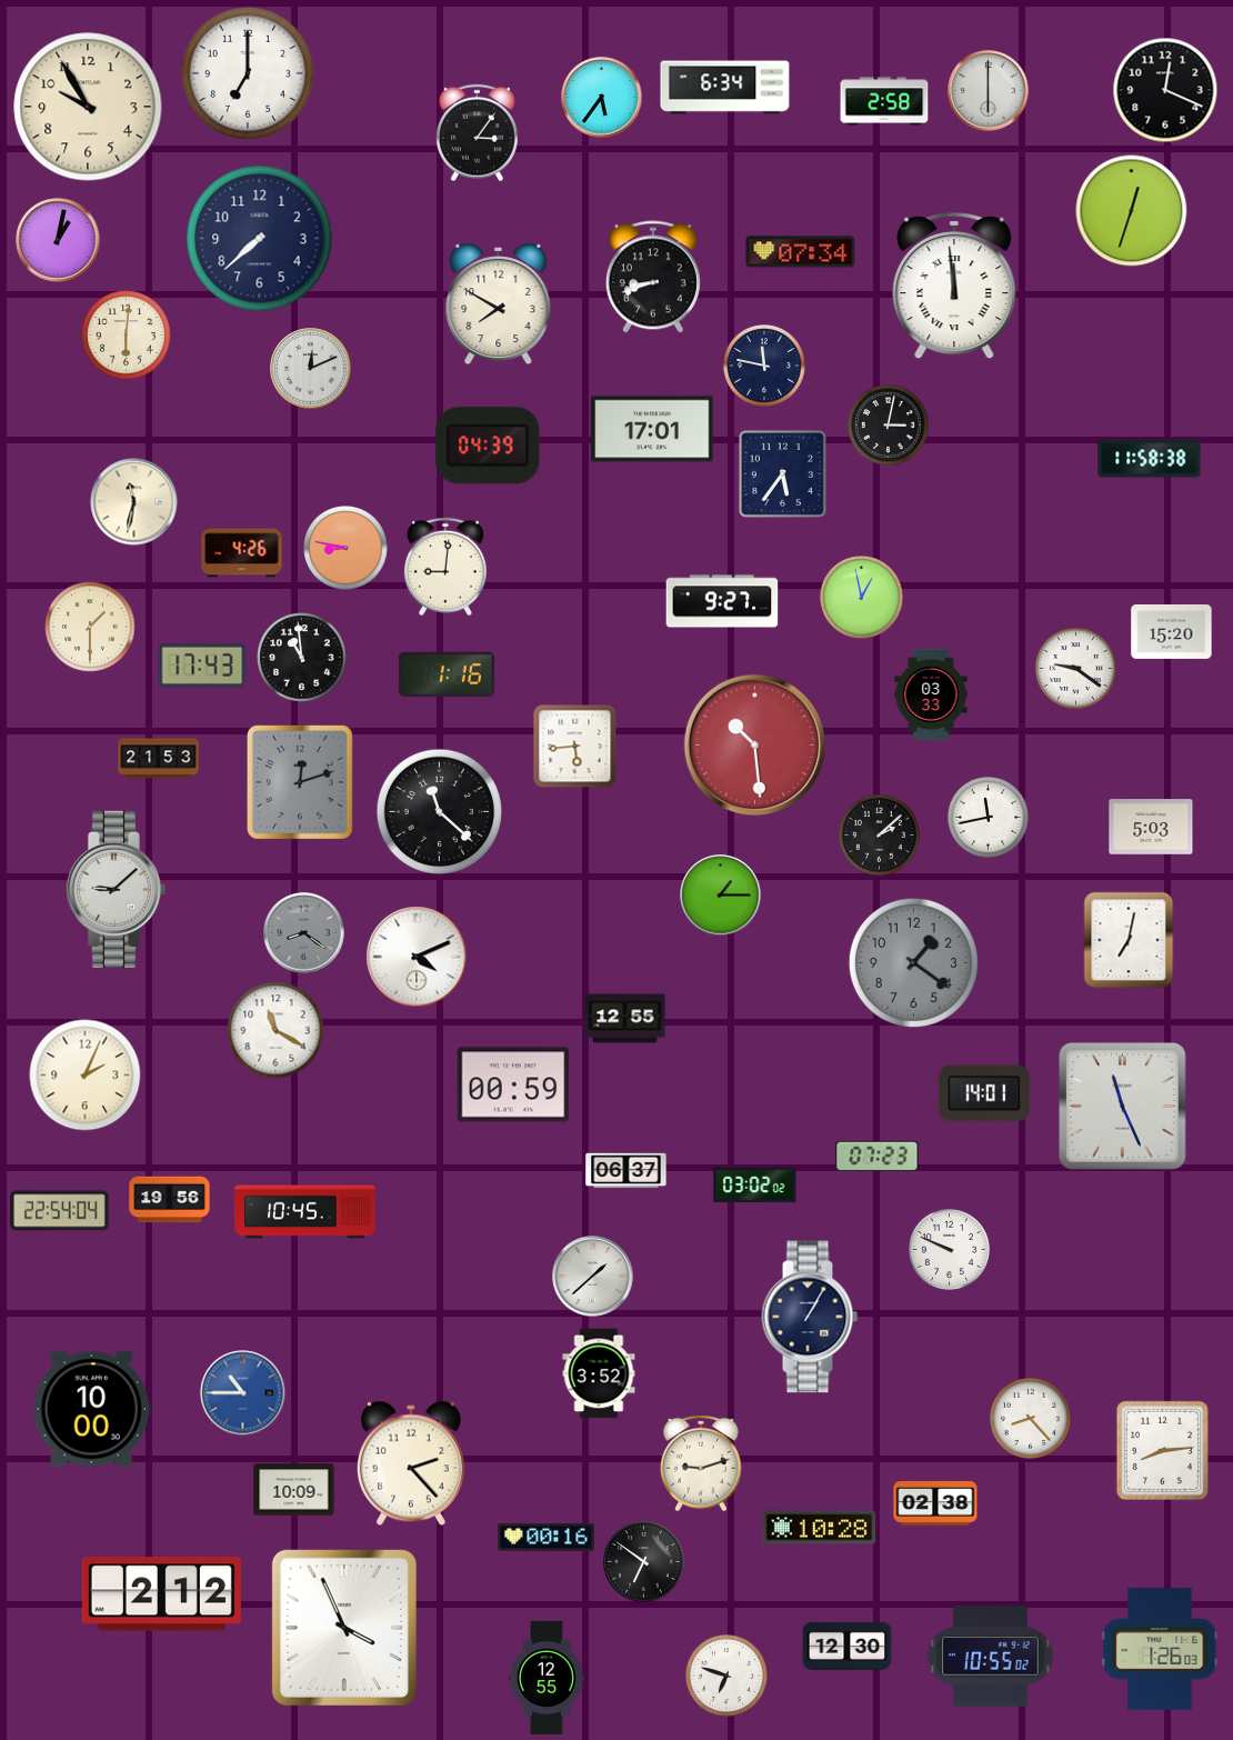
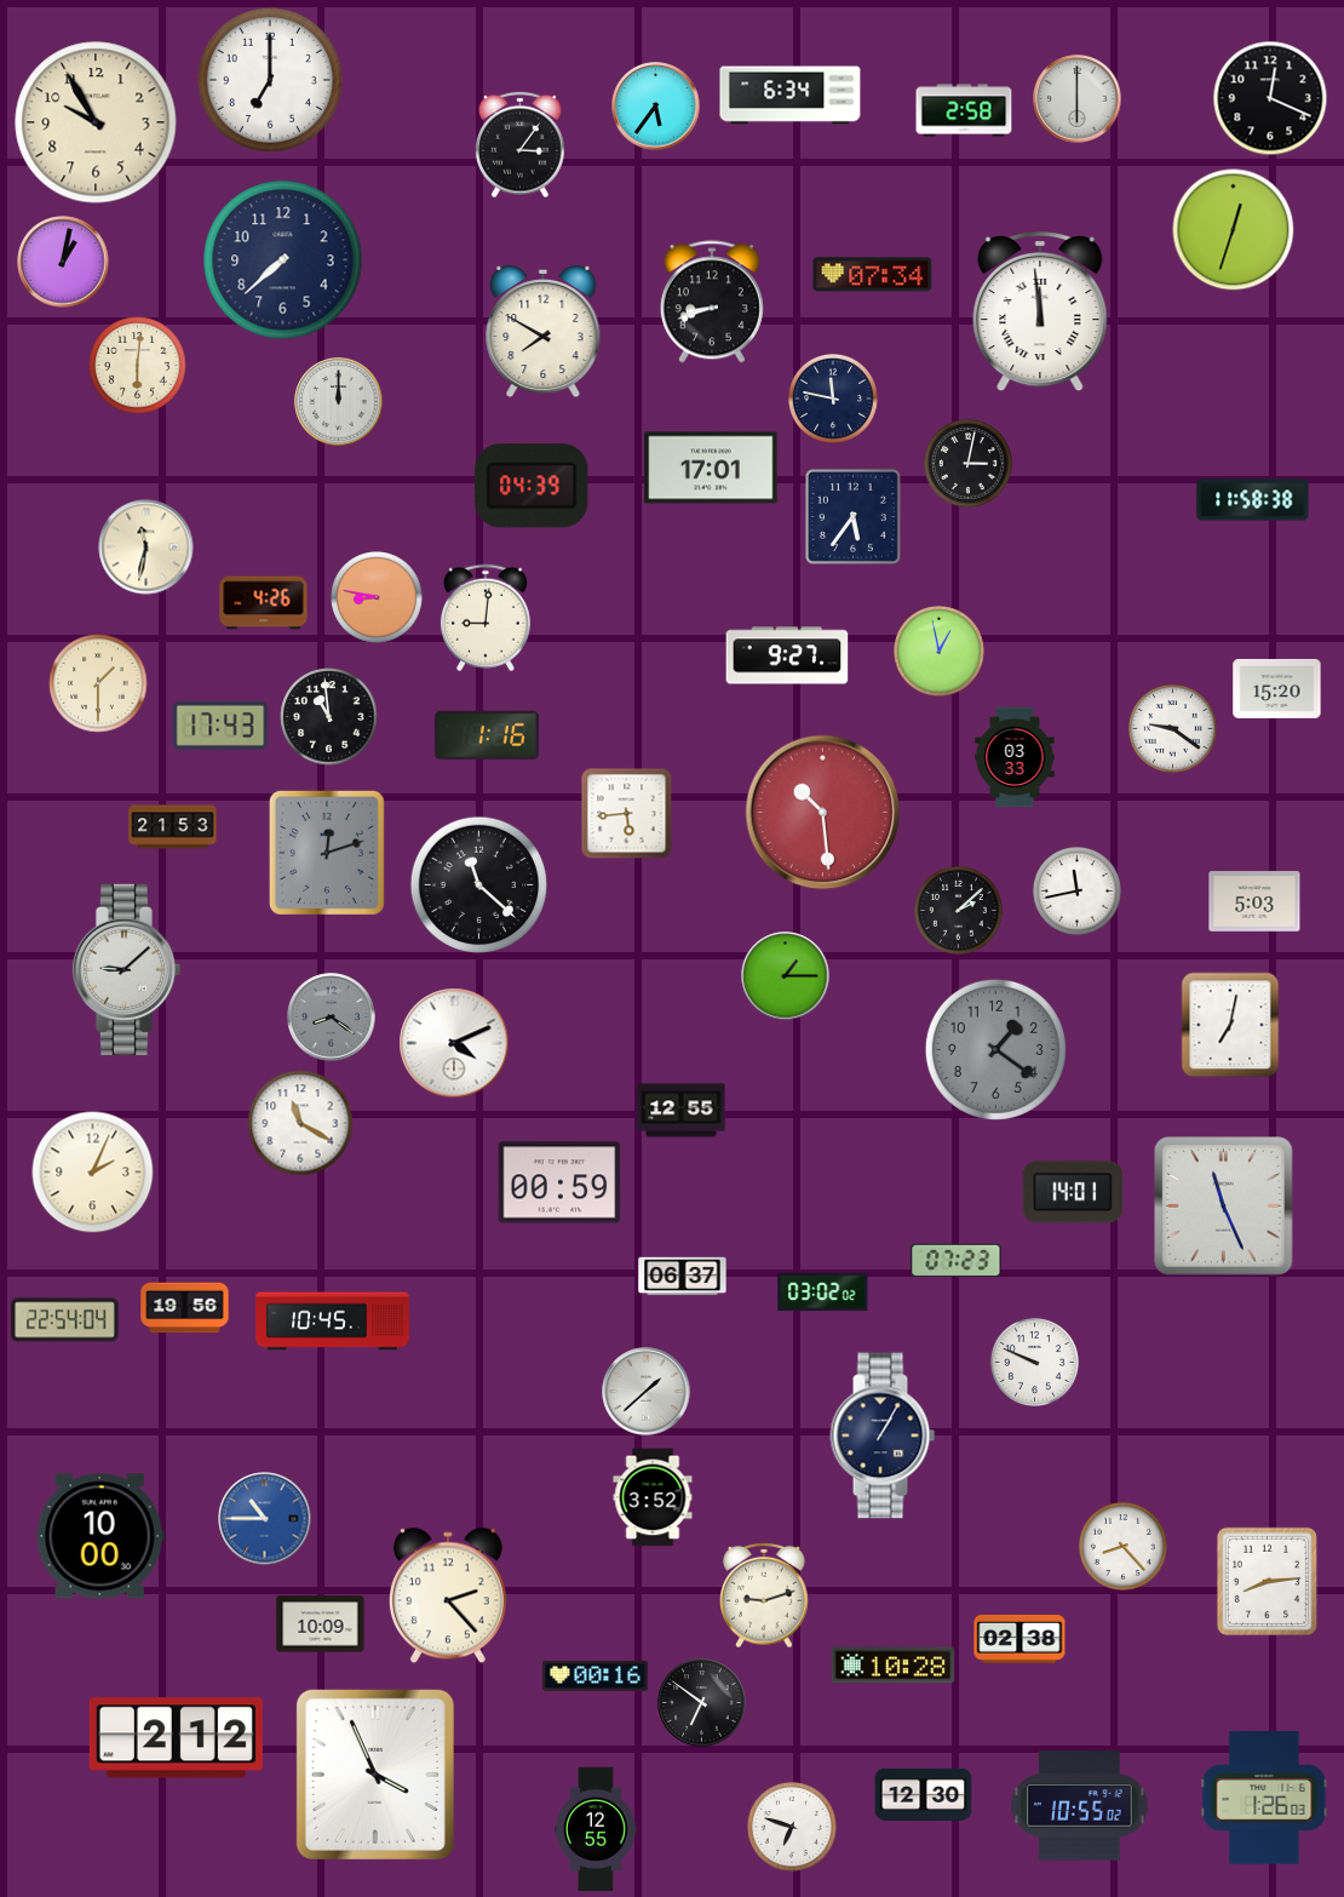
clock at (88, 107) position: (88, 107) -> (96, 122)
clock at (311, 369): 12:11 -> 12:00
